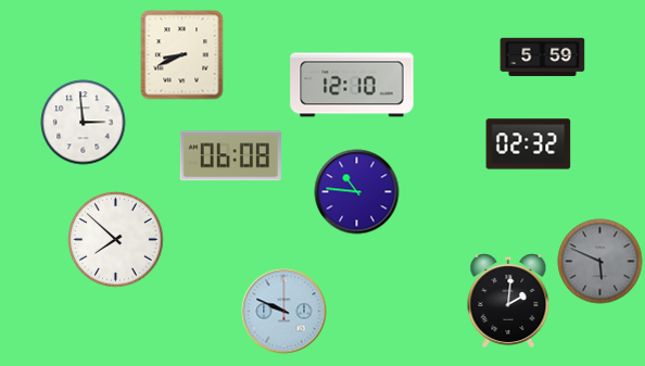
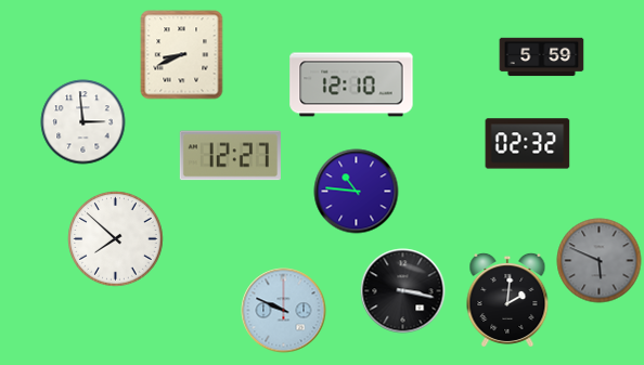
clock at (230, 156): 06:08 -> 12:27
clock at (402, 290): none -> 3:17
